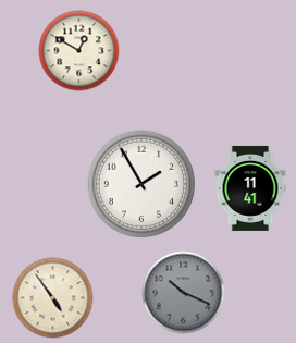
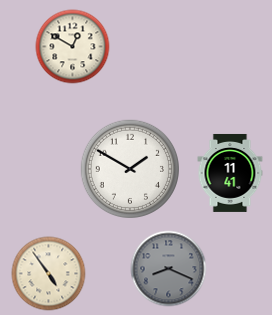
clock at (140, 183): 1:55 -> 1:50
clock at (184, 293): 10:19 -> 8:19
